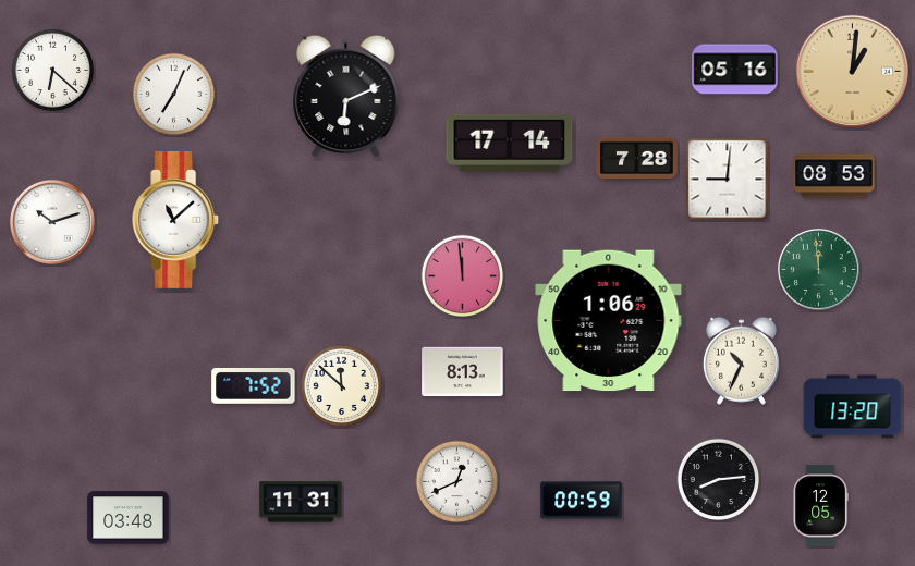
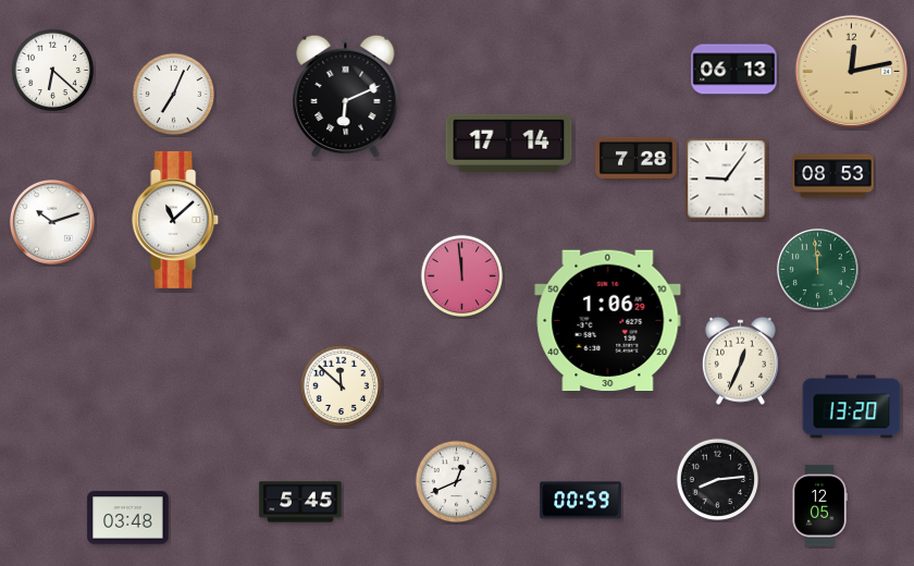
clock at (735, 70): 05:16 -> 06:13
clock at (852, 71): 1:01 -> 12:13
clock at (728, 180): 9:01 -> 9:06
clock at (741, 360): 10:34 -> 12:34
clock at (463, 372): 8:13 -> none
clock at (254, 386): 7:52 -> none
clock at (301, 502): 11:31 -> 5:45
